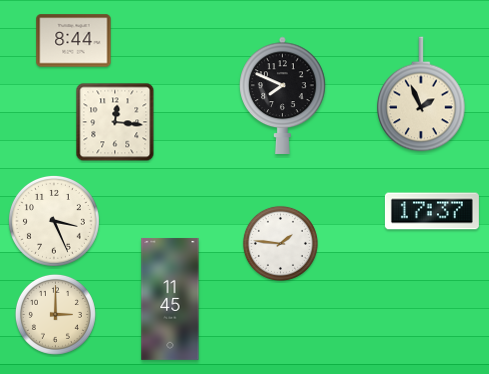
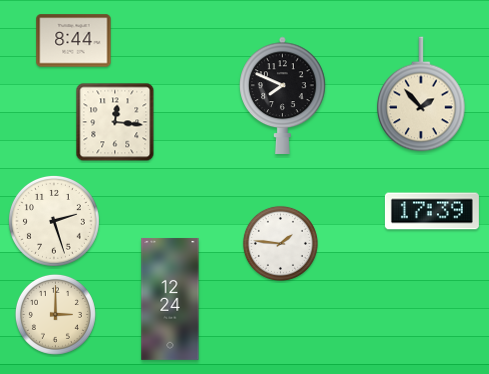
clock at (421, 94): 1:56 -> 1:53
clock at (432, 211): 17:37 -> 17:39
clock at (54, 221): 3:26 -> 2:27
clock at (170, 299): 11:45 -> 12:24
